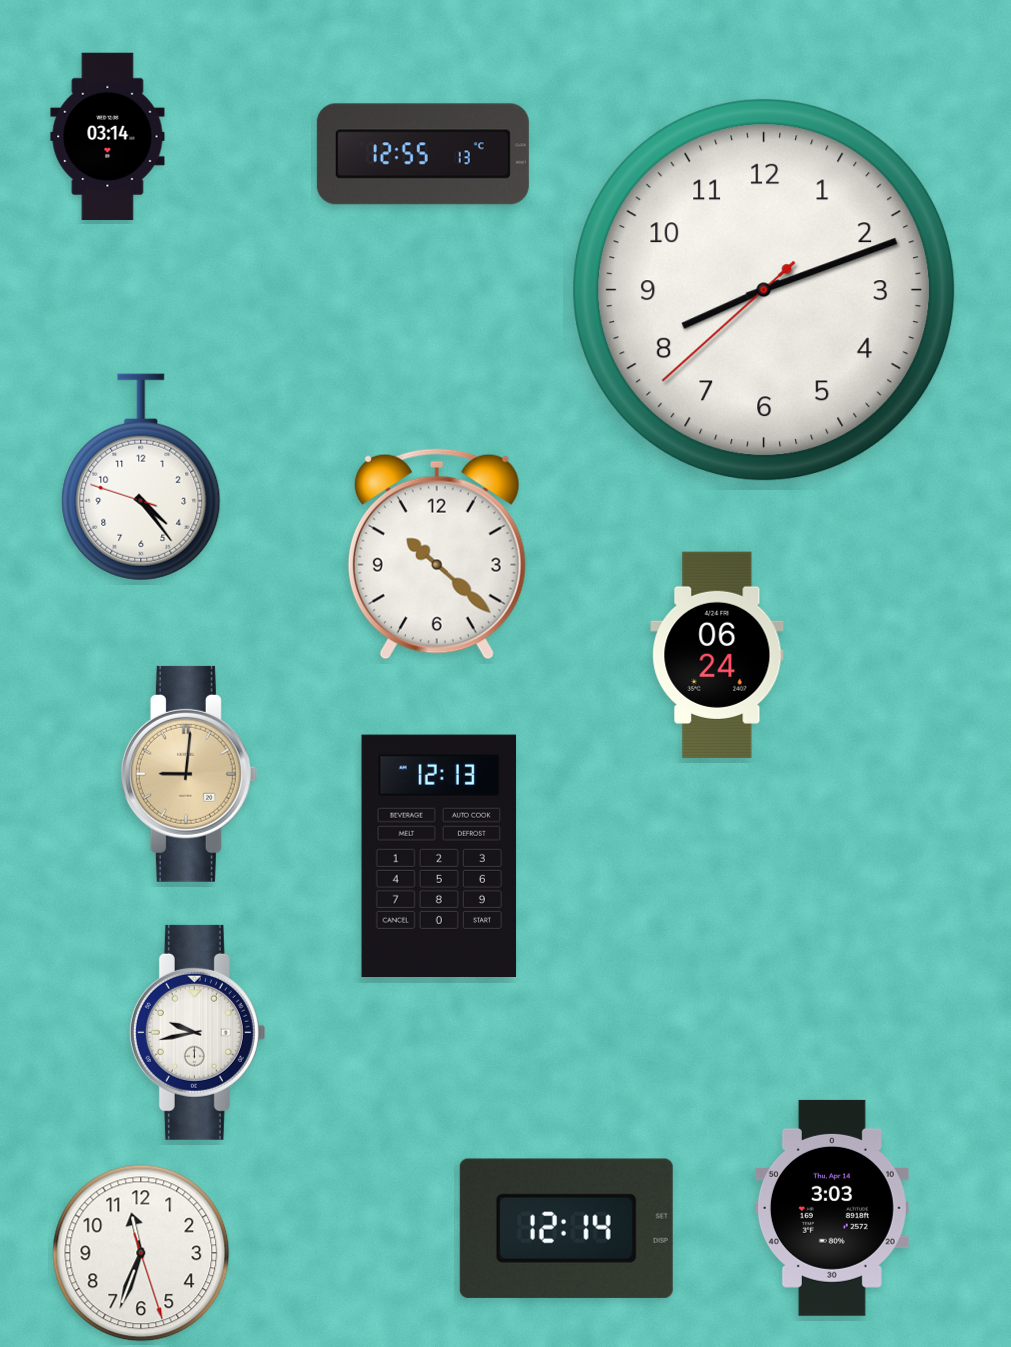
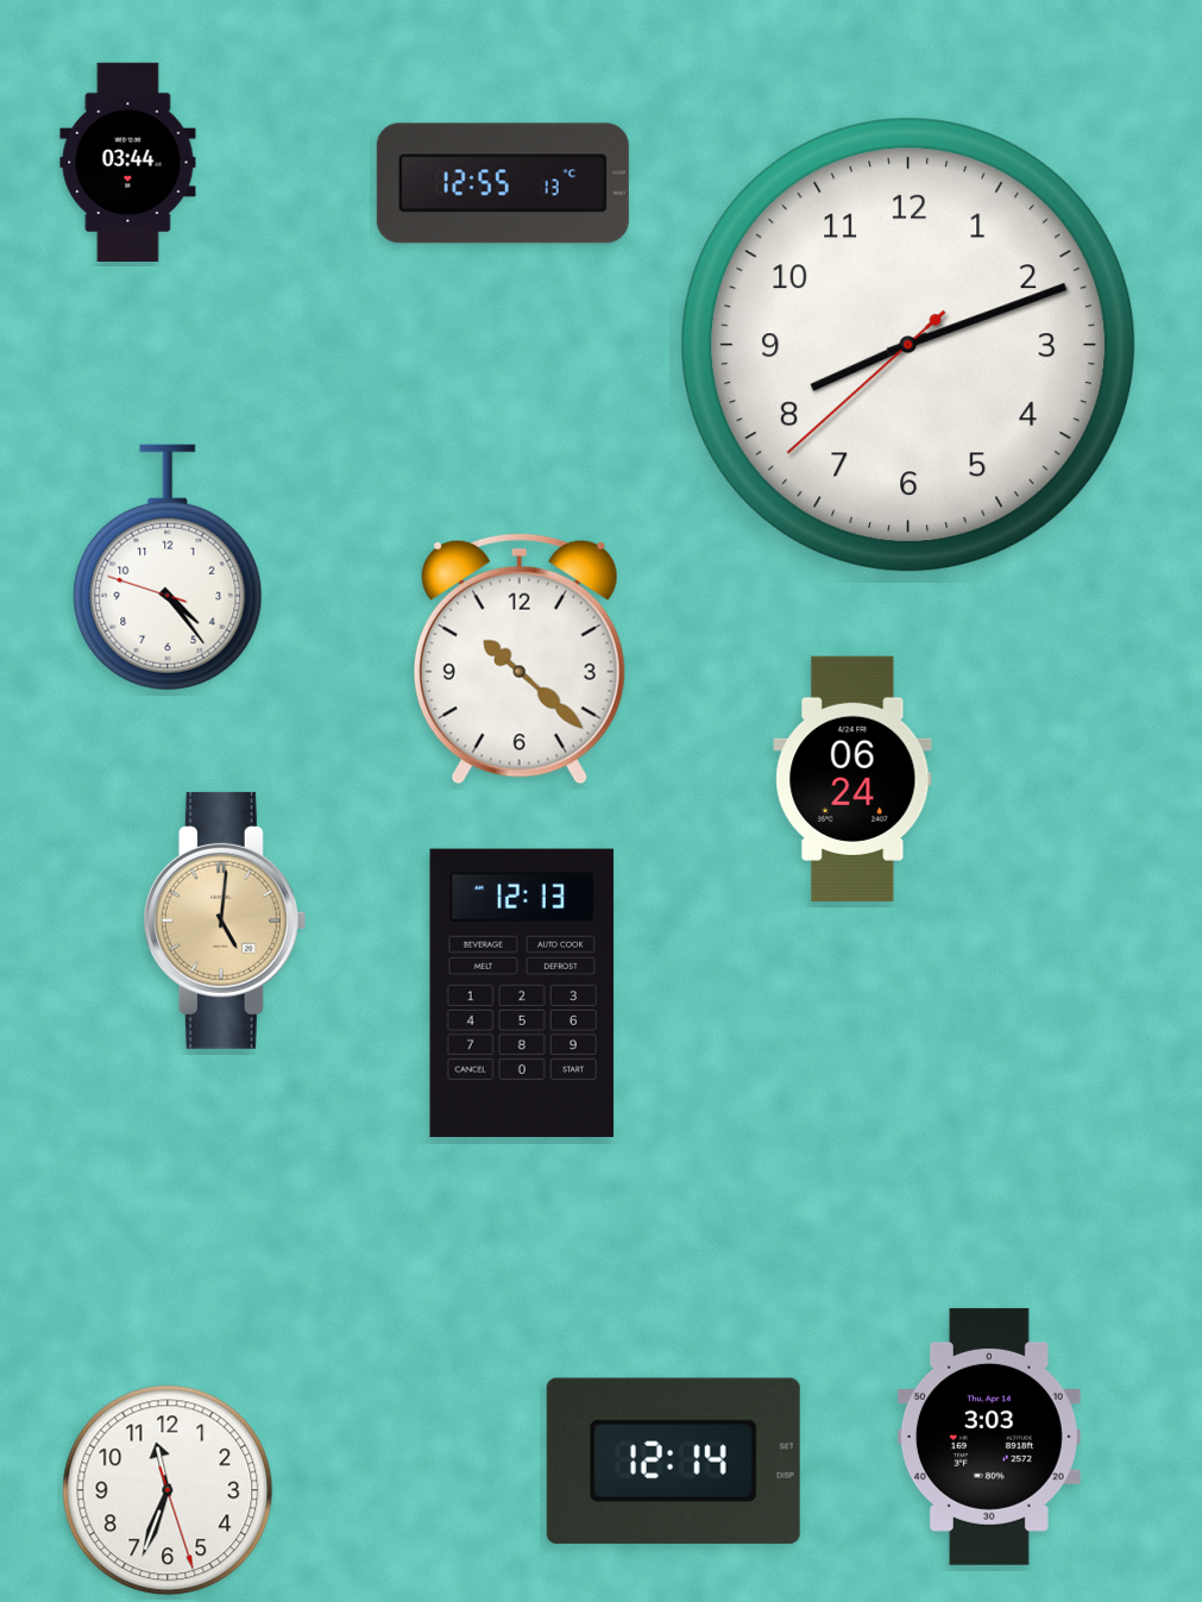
clock at (108, 137): 03:14 -> 03:44
clock at (189, 774): 9:01 -> 5:01
clock at (439, 855) position: (439, 855) -> (522, 992)
clock at (197, 1032): 9:43 -> none
